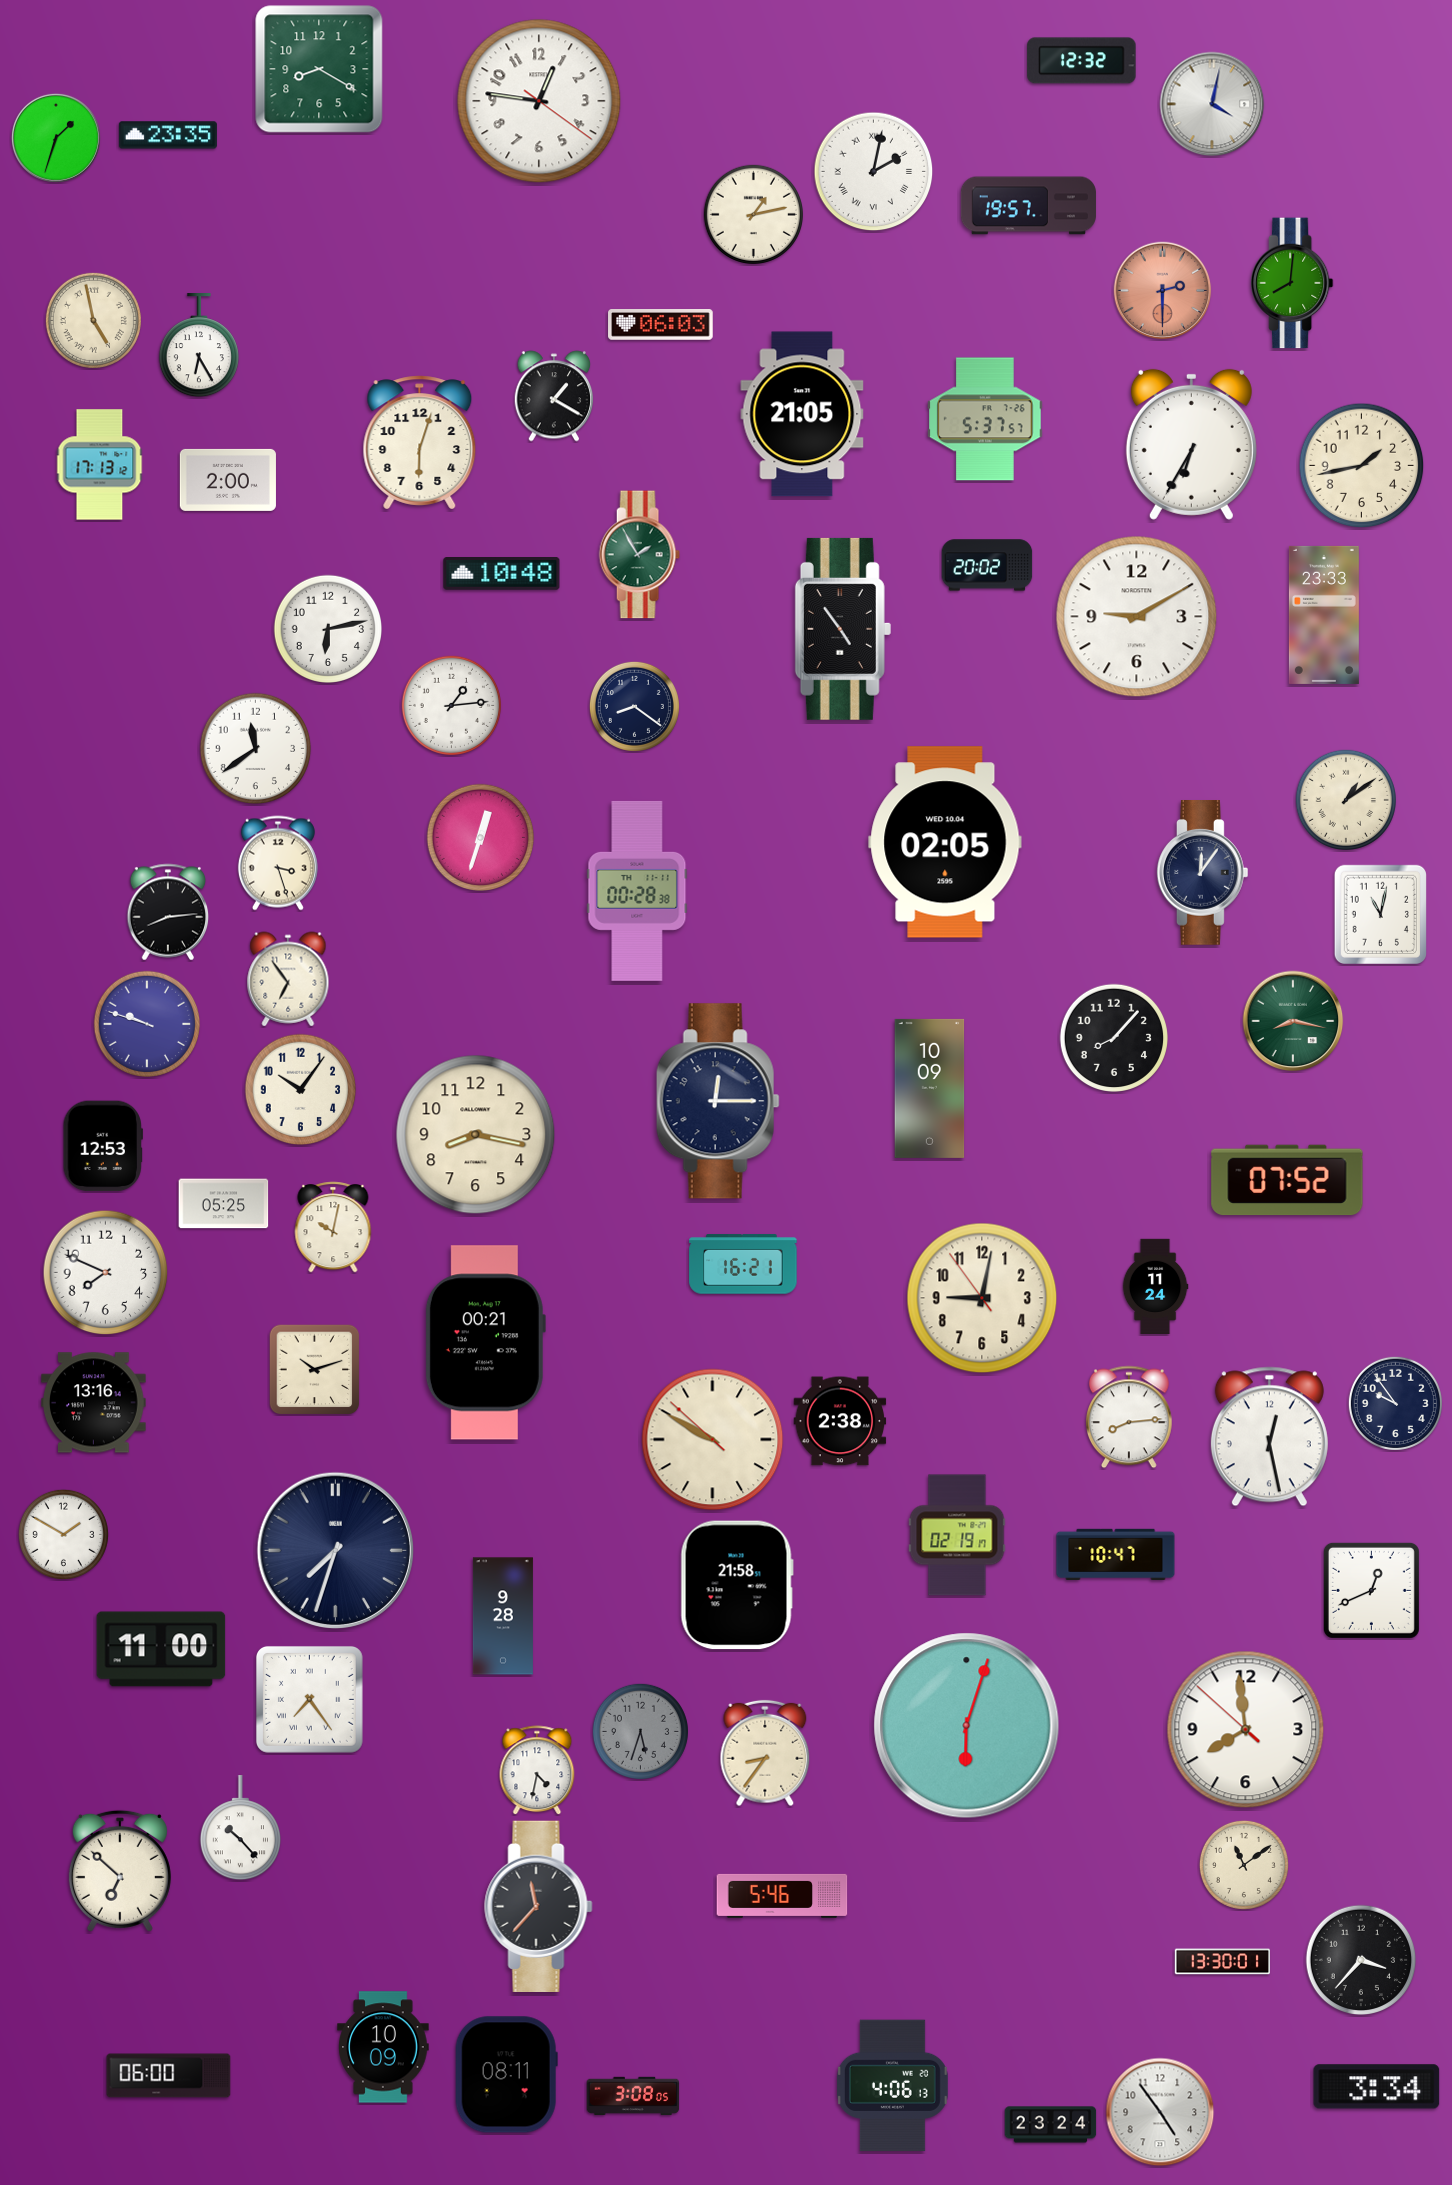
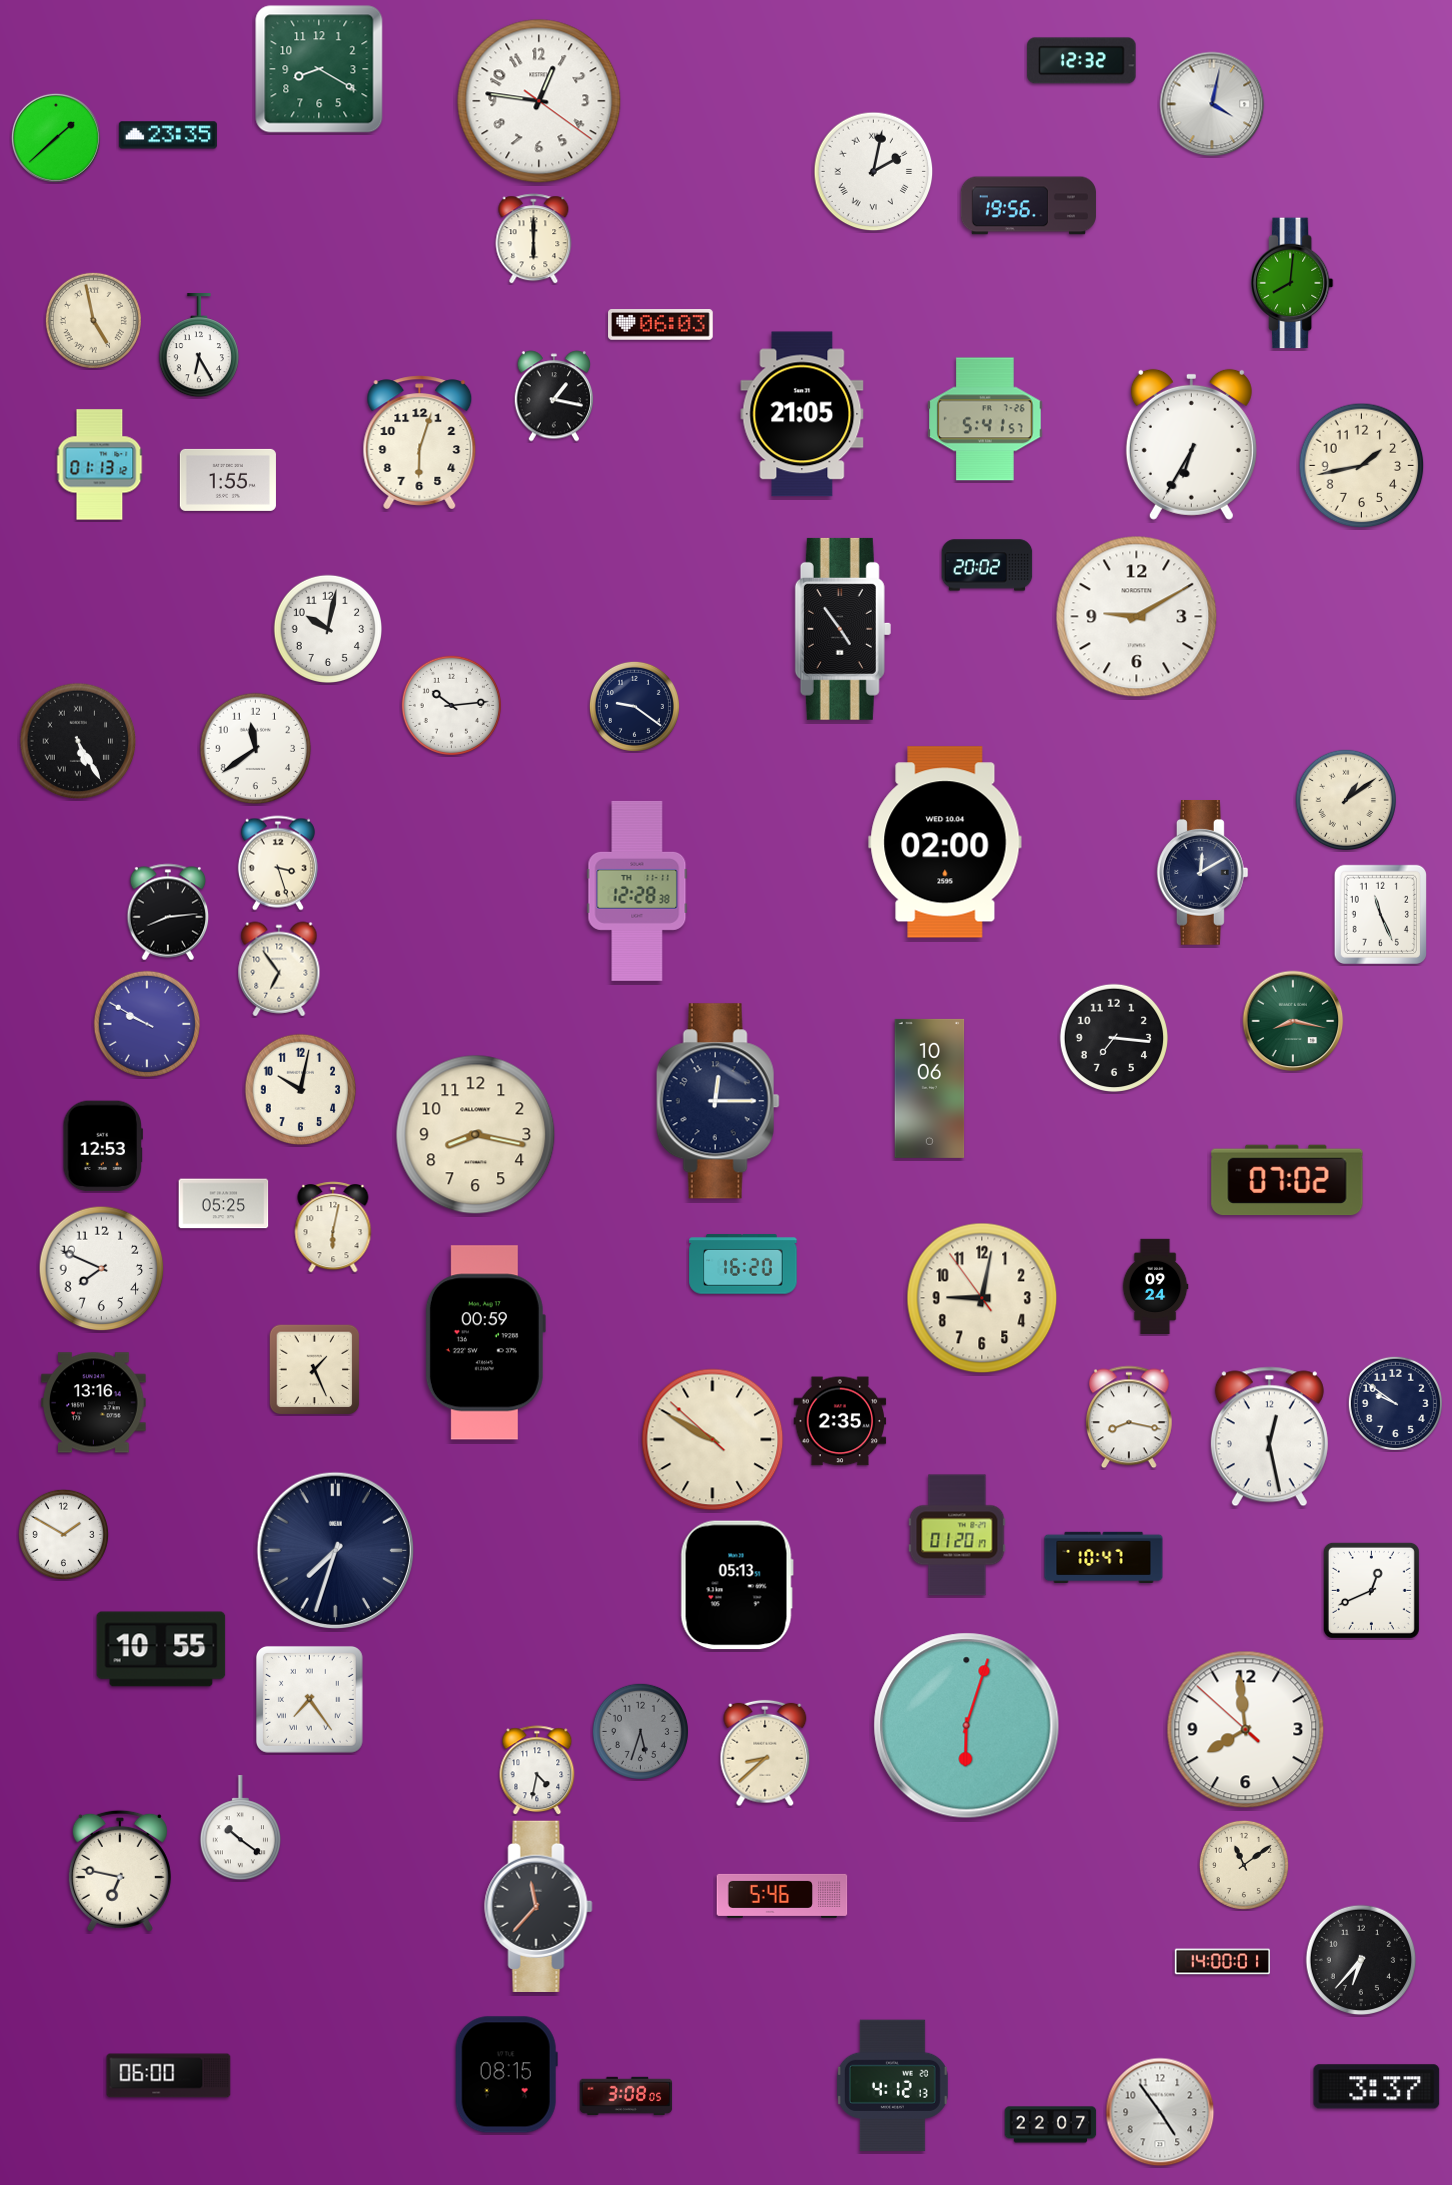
clock at (56, 138): 1:33 -> 1:38
clock at (1028, 206): 19:57 -> 19:56
clock at (753, 214): 1:13 -> none
clock at (534, 239): none -> 6:00
clock at (1163, 291): 2:30 -> none
clock at (554, 396): 1:20 -> 1:17
clock at (985, 419): 5:37 -> 5:41
clock at (100, 465): 17:13 -> 01:13
clock at (228, 480): 2:00 -> 1:55
clock at (639, 555): 1:55 -> none
clock at (502, 574): 10:48 -> none
clock at (1324, 615): 23:33 -> none
clock at (328, 628): 6:13 -> 10:02
clock at (451, 705): 1:14 -> 10:14
clock at (634, 706): 8:21 -> 9:21
clock at (78, 741): none -> 5:25
clock at (480, 837): 12:33 -> none
clock at (945, 842): 02:05 -> 02:00
clock at (1202, 873): 12:06 -> 12:10
clock at (637, 891): 00:28 -> 12:28
clock at (1380, 914): 11:02 -> 11:26
clock at (288, 979) position: (288, 979) -> (279, 969)
clock at (146, 1023): 9:48 -> 9:50
clock at (1114, 1037): 8:07 -> 7:16
clock at (930, 1088): 10:09 -> 10:06
clock at (301, 1090): 10:06 -> 10:02
clock at (1287, 1180): 07:52 -> 07:02
clock at (333, 1227): 10:02 -> 6:02
clock at (743, 1264): 16:21 -> 16:20
clock at (106, 1273) position: (106, 1273) -> (102, 1269)
clock at (1155, 1287): 11:24 -> 09:24
clock at (485, 1343): 00:21 -> 00:59
clock at (314, 1369): 10:12 -> 1:26
clock at (1395, 1403): 9:54 -> 9:51
clock at (1129, 1417): 8:14 -> 8:17
clock at (840, 1421): 2:38 -> 2:35
clock at (957, 1535): 02:19 -> 01:20
clock at (1116, 1554) position: (1116, 1554) -> (1104, 1557)
clock at (737, 1585): 21:58 -> 05:13
clock at (503, 1616): 9:28 -> none
clock at (161, 1649): 11:00 -> 10:55
clock at (765, 1753): 8:36 -> 8:38
clock at (240, 1828): 10:23 -> 10:21
clock at (120, 1871): 6:52 -> 6:47
clock at (1361, 1960): 3:37 -> 6:37
clock at (1223, 1962): 13:30 -> 14:00
clock at (383, 2047): 10:09 -> none
clock at (506, 2075): 08:11 -> 08:15
clock at (892, 2086): 4:06 -> 4:12
clock at (1377, 2087): 3:34 -> 3:37
clock at (633, 2095) position: (633, 2095) -> (626, 2095)
clock at (1051, 2125): 23:24 -> 22:07
